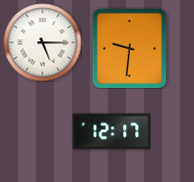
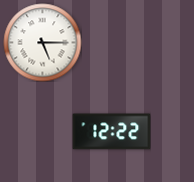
clock at (130, 48): 9:31 -> none
clock at (111, 132): 12:17 -> 12:22
